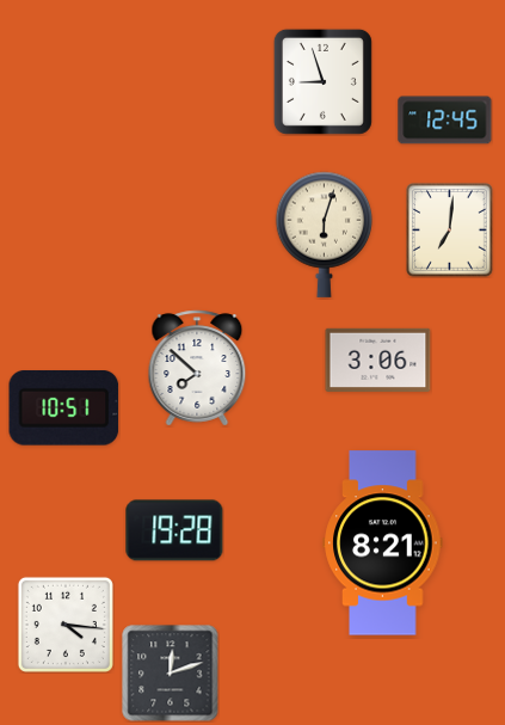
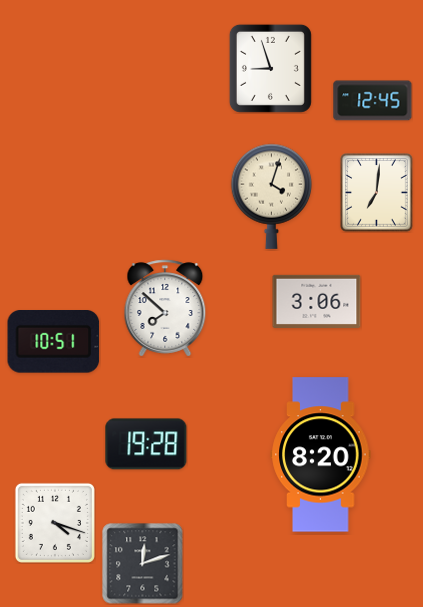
clock at (325, 234): 6:03 -> 4:03
clock at (383, 543): 8:21 -> 8:20
clock at (66, 625): 4:16 -> 4:18
